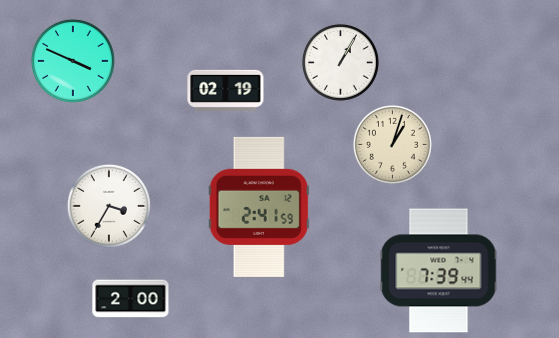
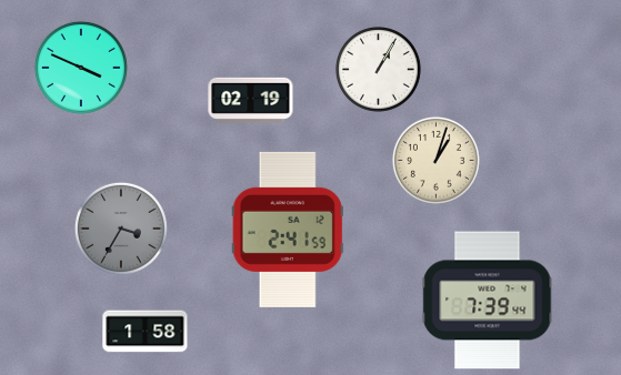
clock at (109, 206) dial: white -> grey
clock at (131, 299): 2:00 -> 1:58
